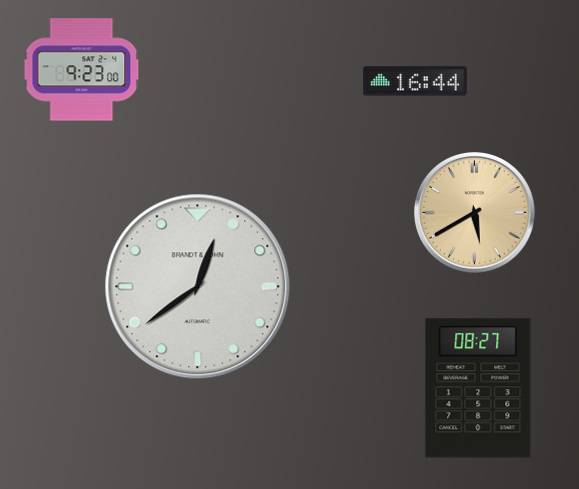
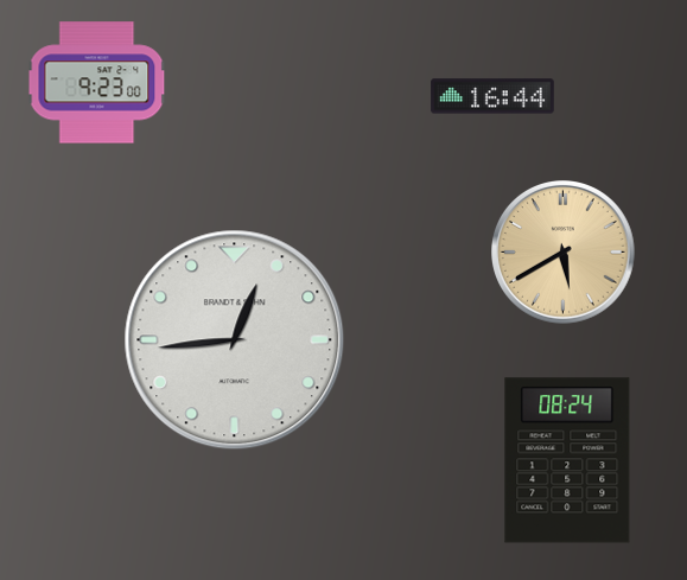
clock at (198, 287): 12:39 -> 12:44
clock at (478, 388): 08:27 -> 08:24
